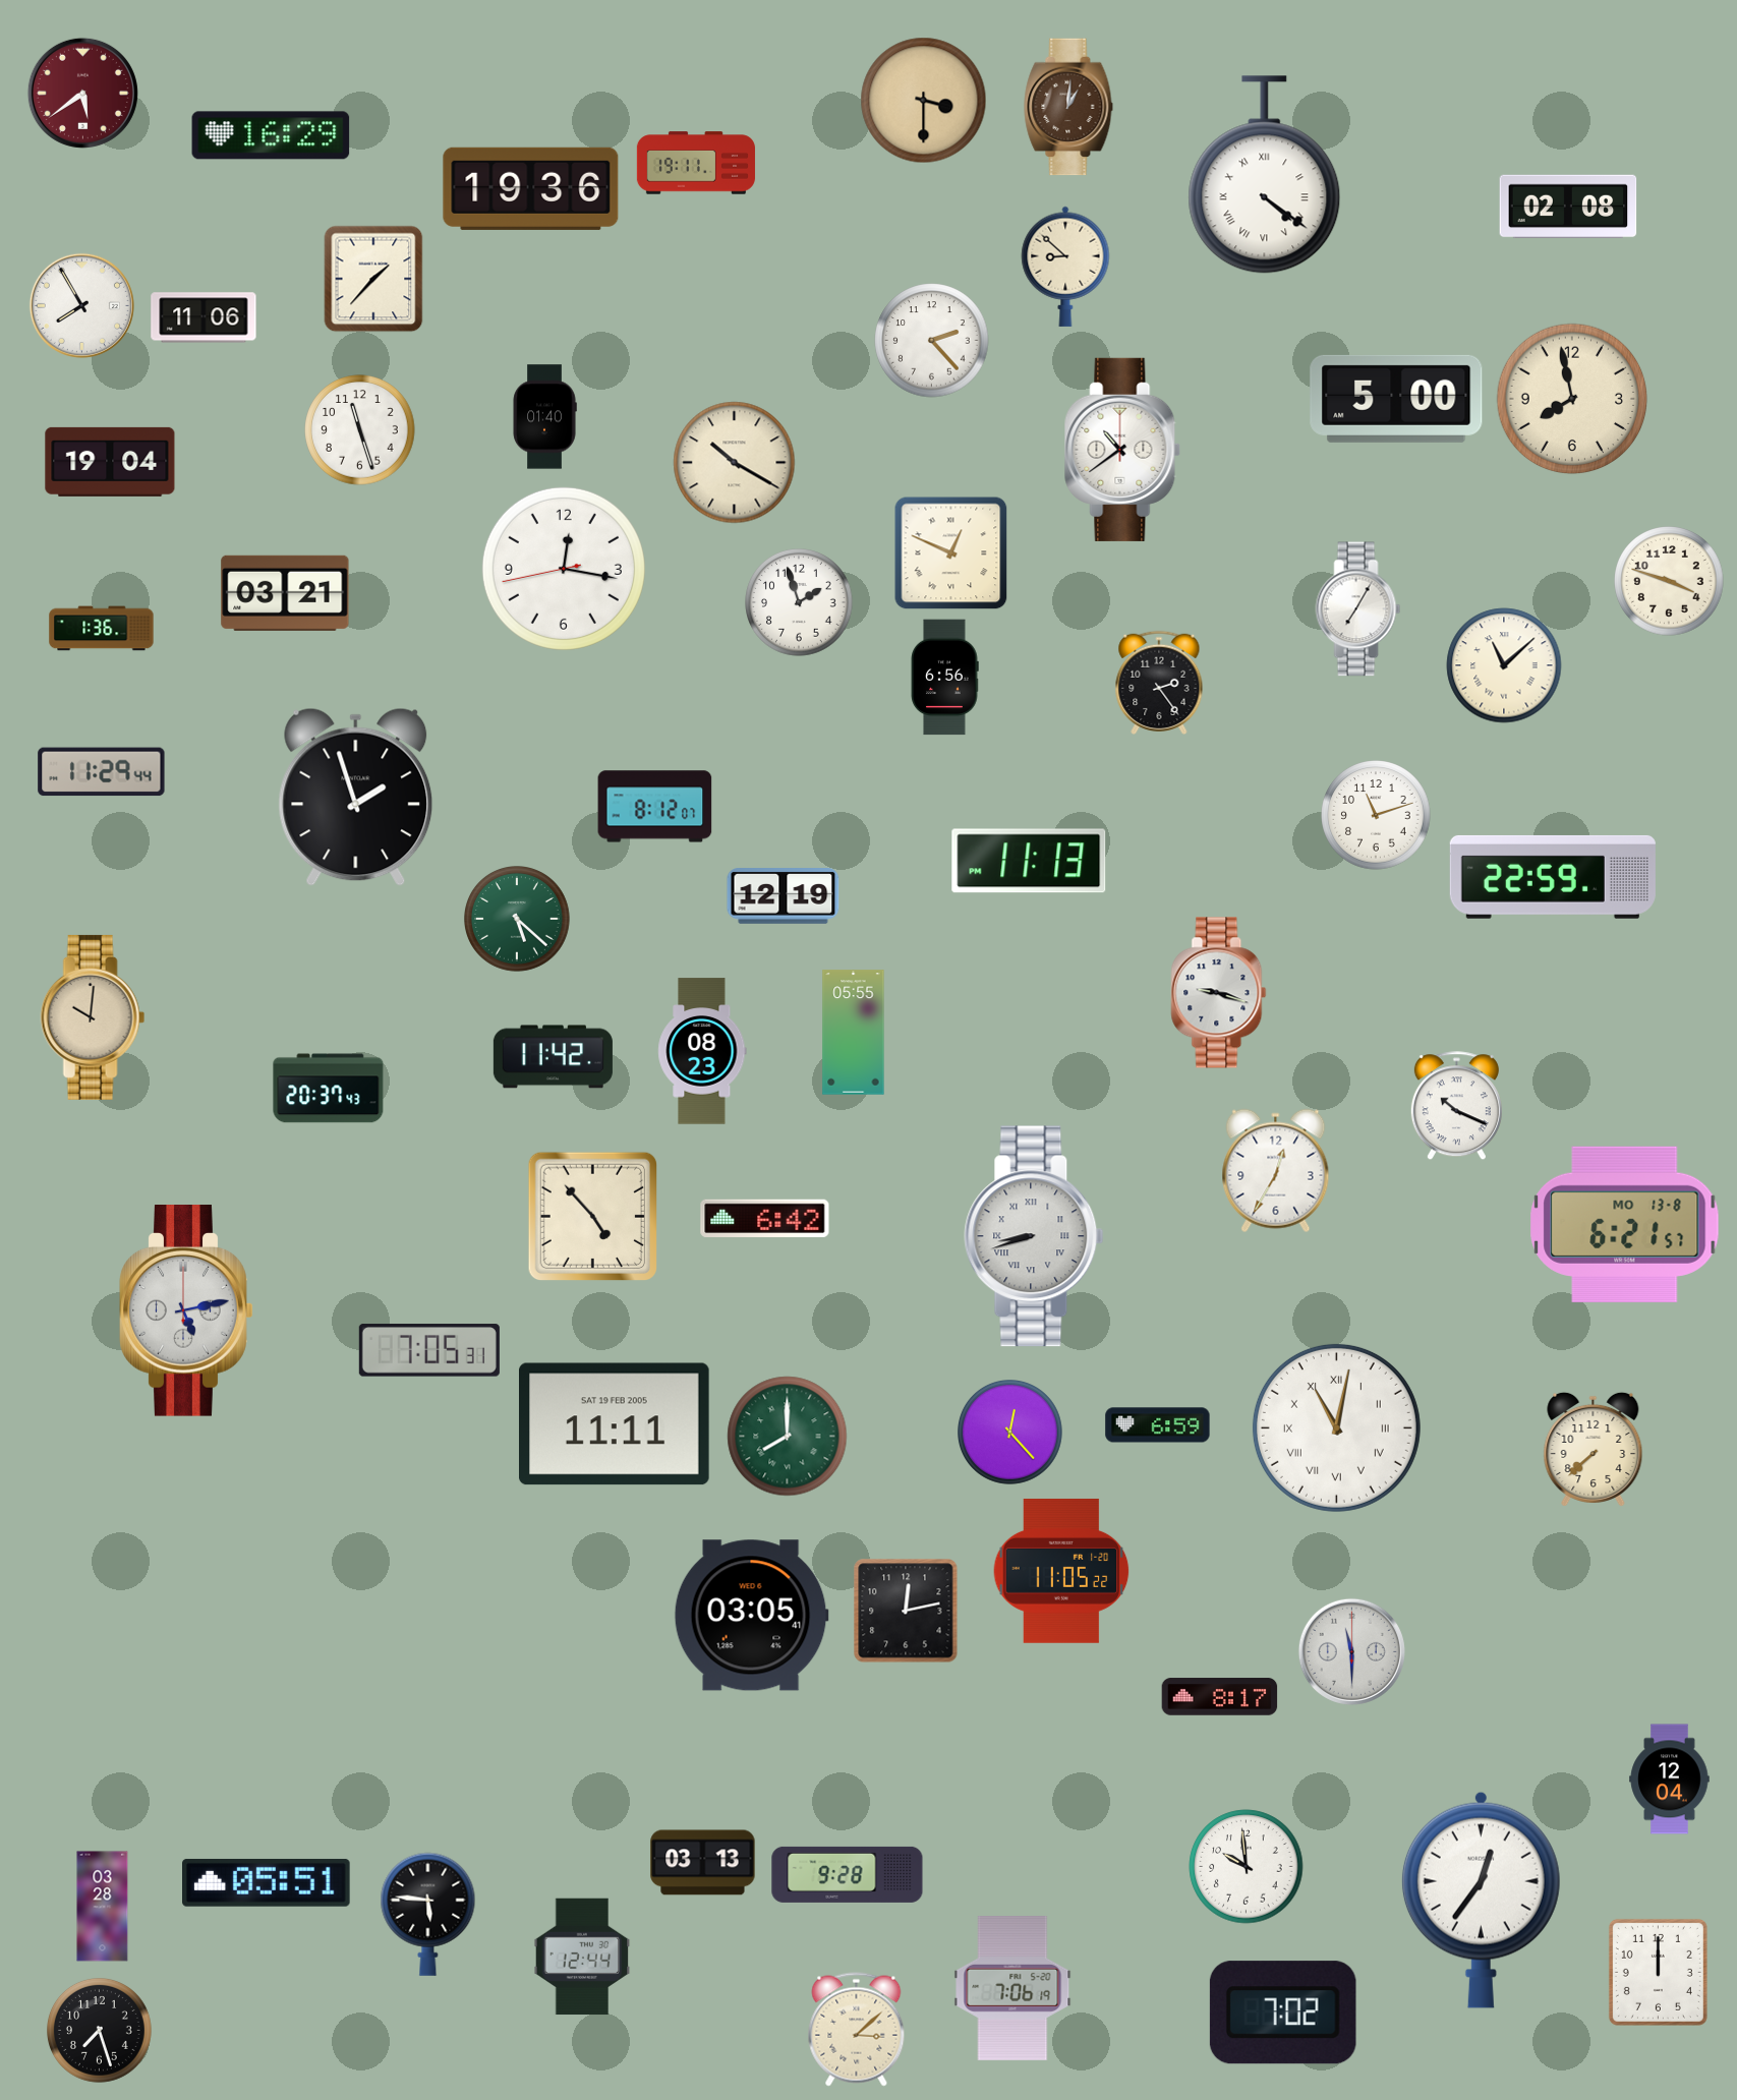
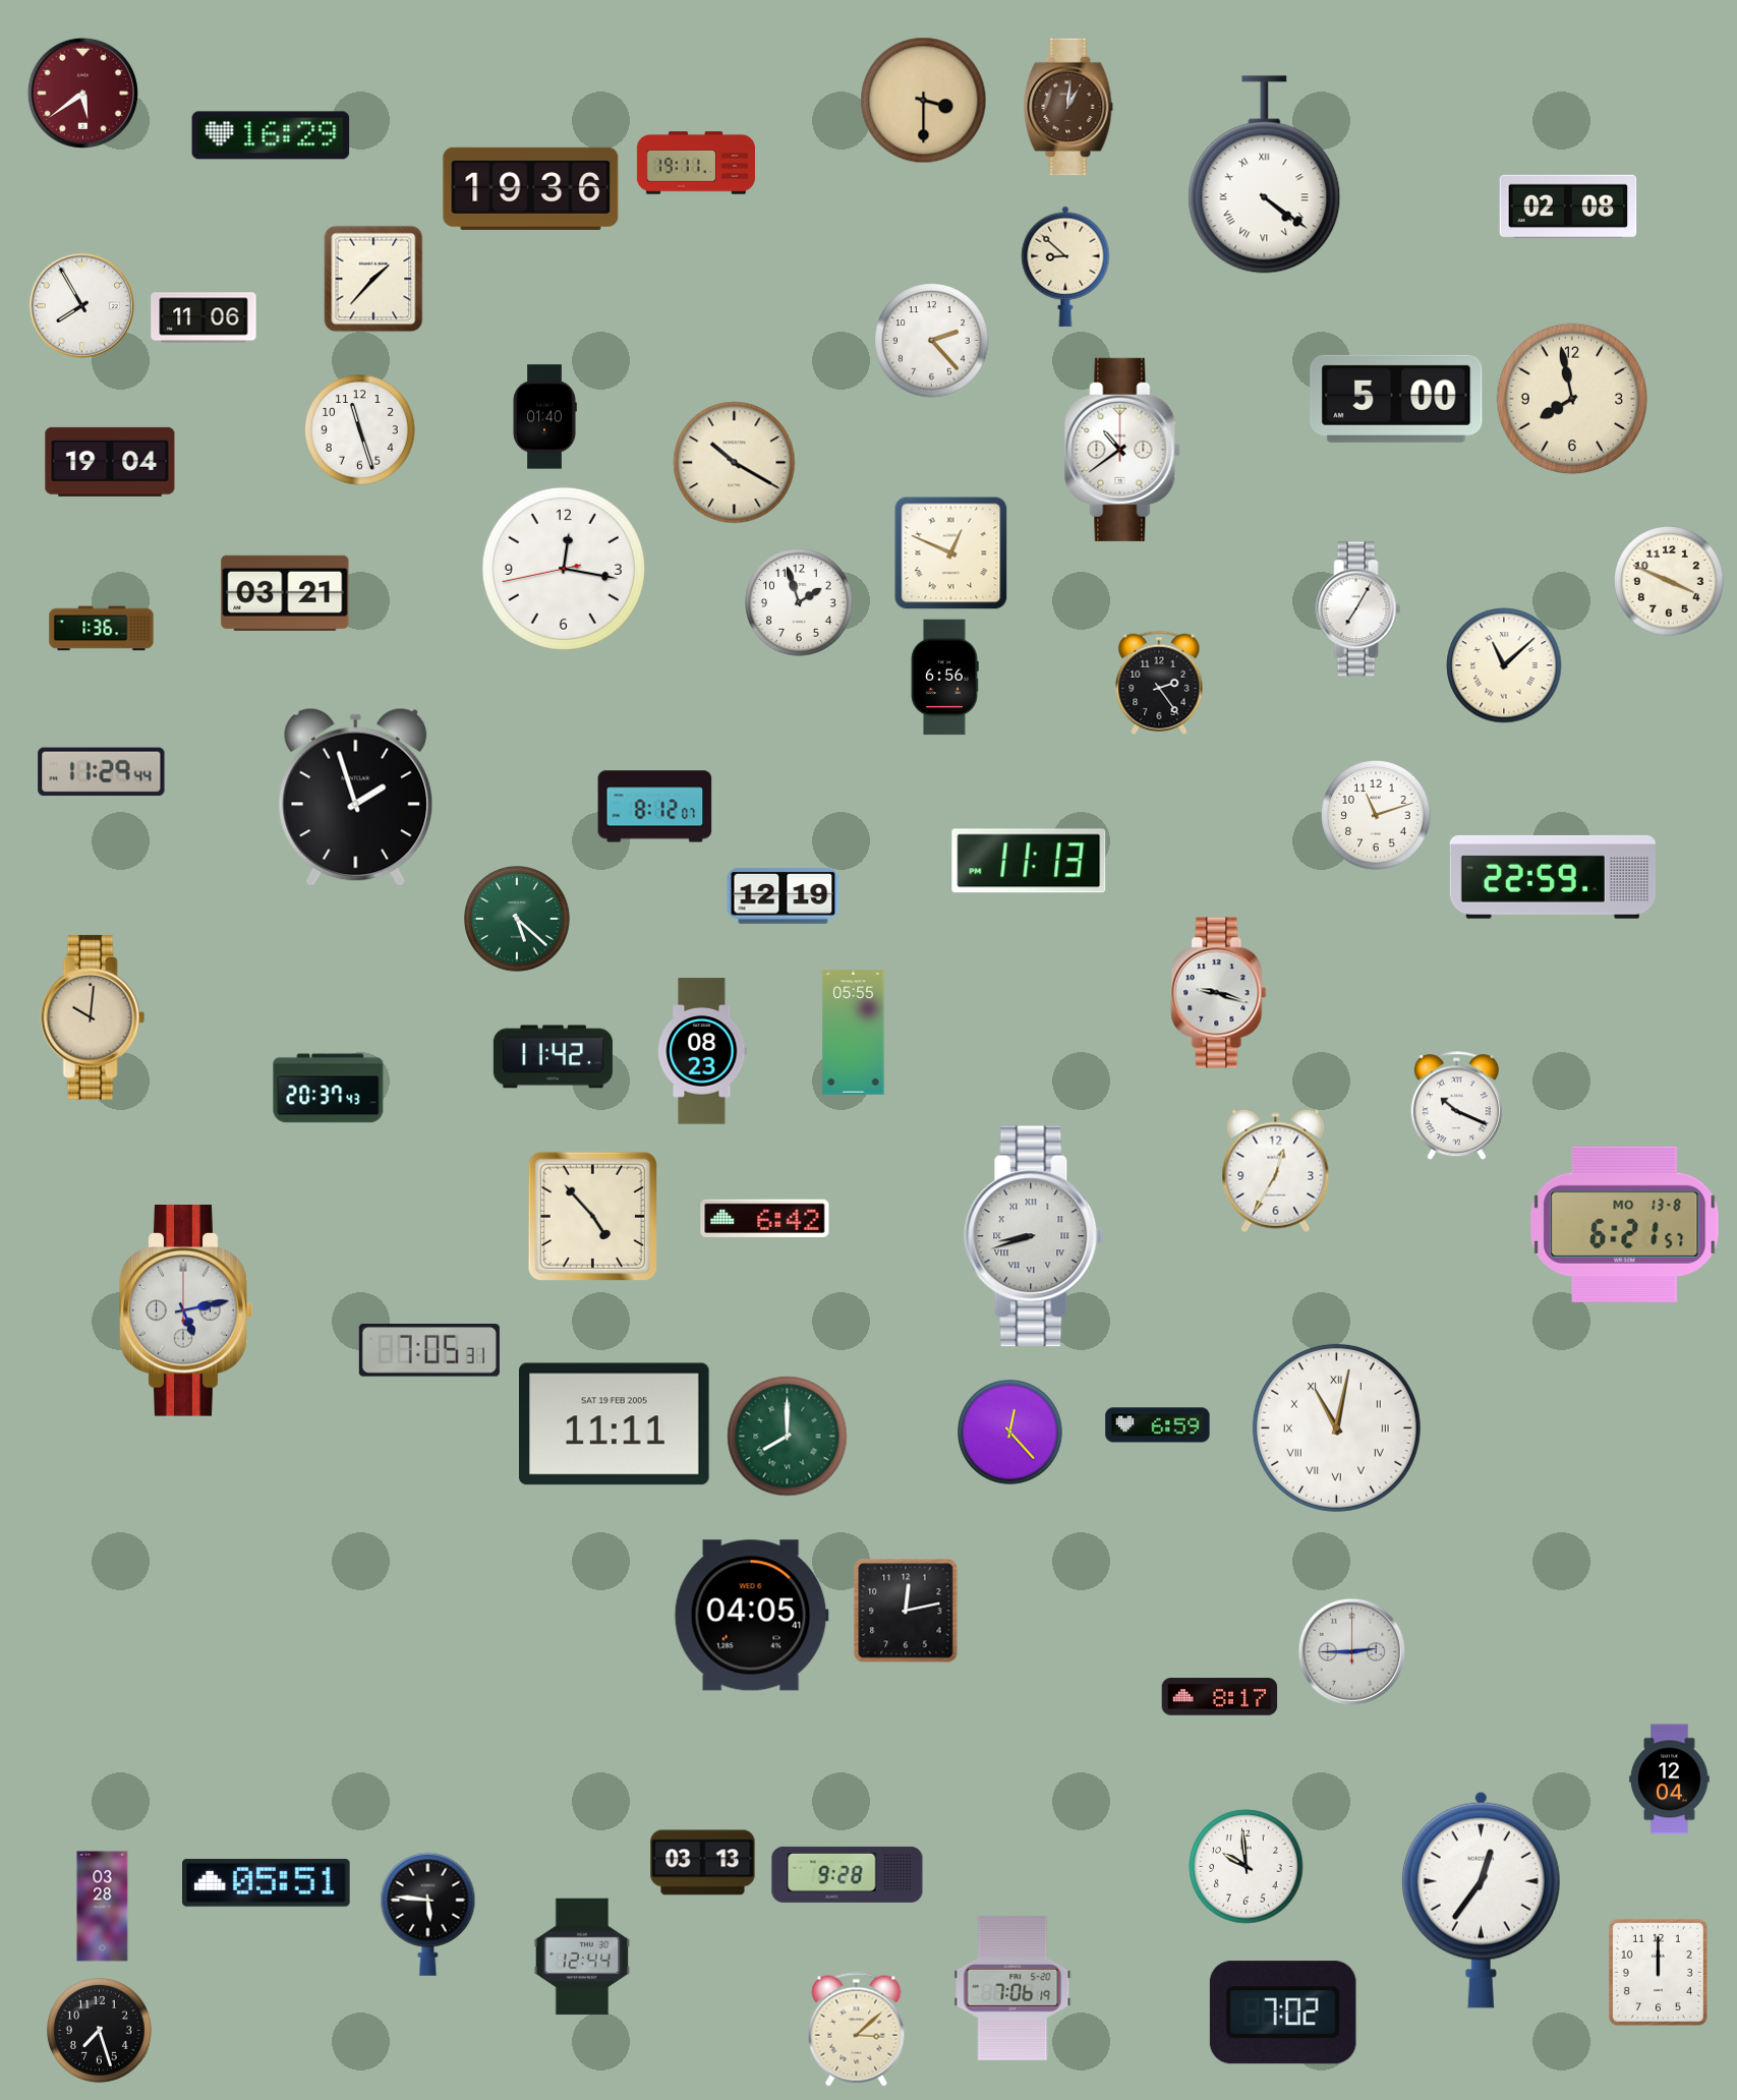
clock at (1669, 581): 3:48 -> 3:49
clock at (1594, 1449): 7:38 -> none
clock at (1061, 1571): 11:05 -> none
clock at (751, 1616): 03:05 -> 04:05
clock at (1351, 1651): 11:30 -> 2:45
